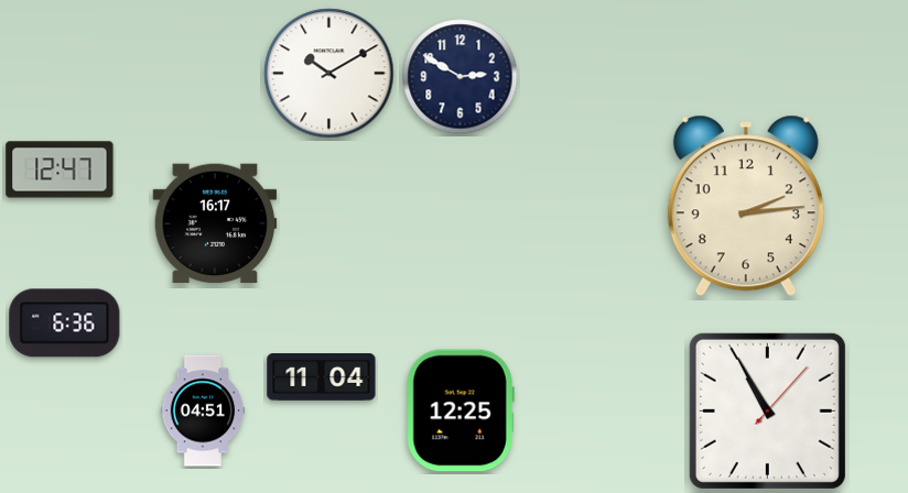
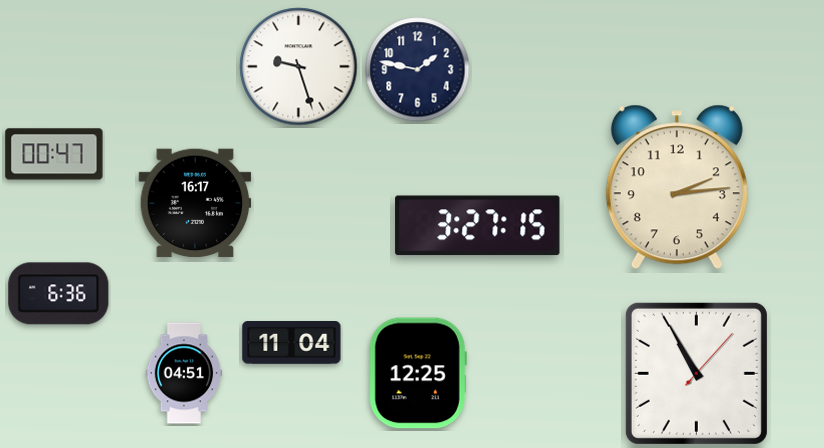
clock at (329, 74): 10:10 -> 9:27
clock at (461, 77): 2:50 -> 1:47
clock at (60, 169): 12:47 -> 00:47
clock at (478, 226): none -> 3:27
